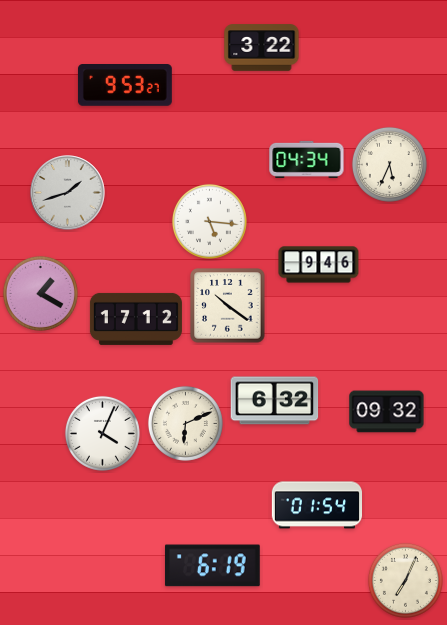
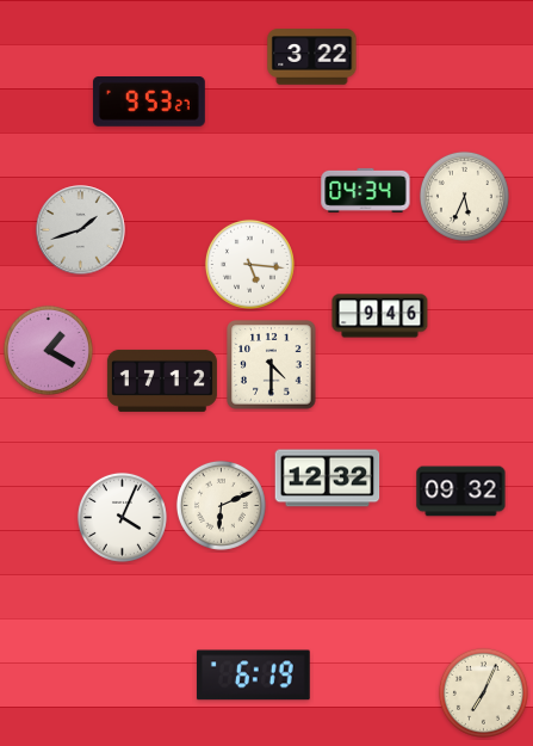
clock at (228, 306): 10:21 -> 4:30
clock at (275, 401): 6:32 -> 12:32
clock at (316, 505): 01:54 -> none
